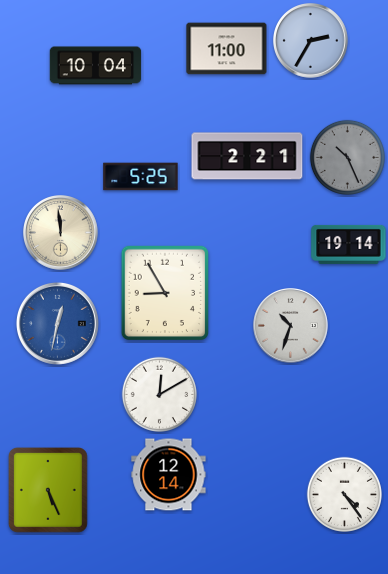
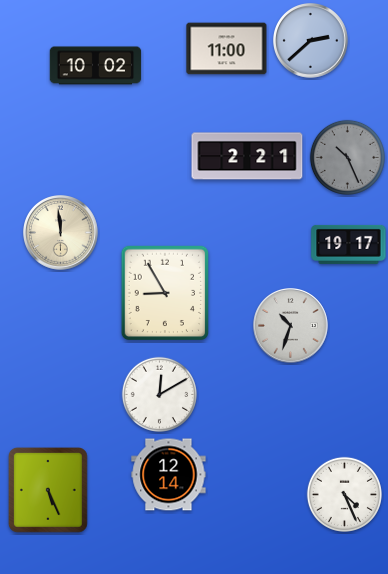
clock at (311, 41): 2:35 -> 2:38
clock at (96, 66): 10:04 -> 10:02
clock at (141, 177): 5:25 -> none
clock at (349, 244): 19:14 -> 19:17
clock at (57, 323): 12:32 -> none
clock at (344, 494): 4:24 -> 4:26
